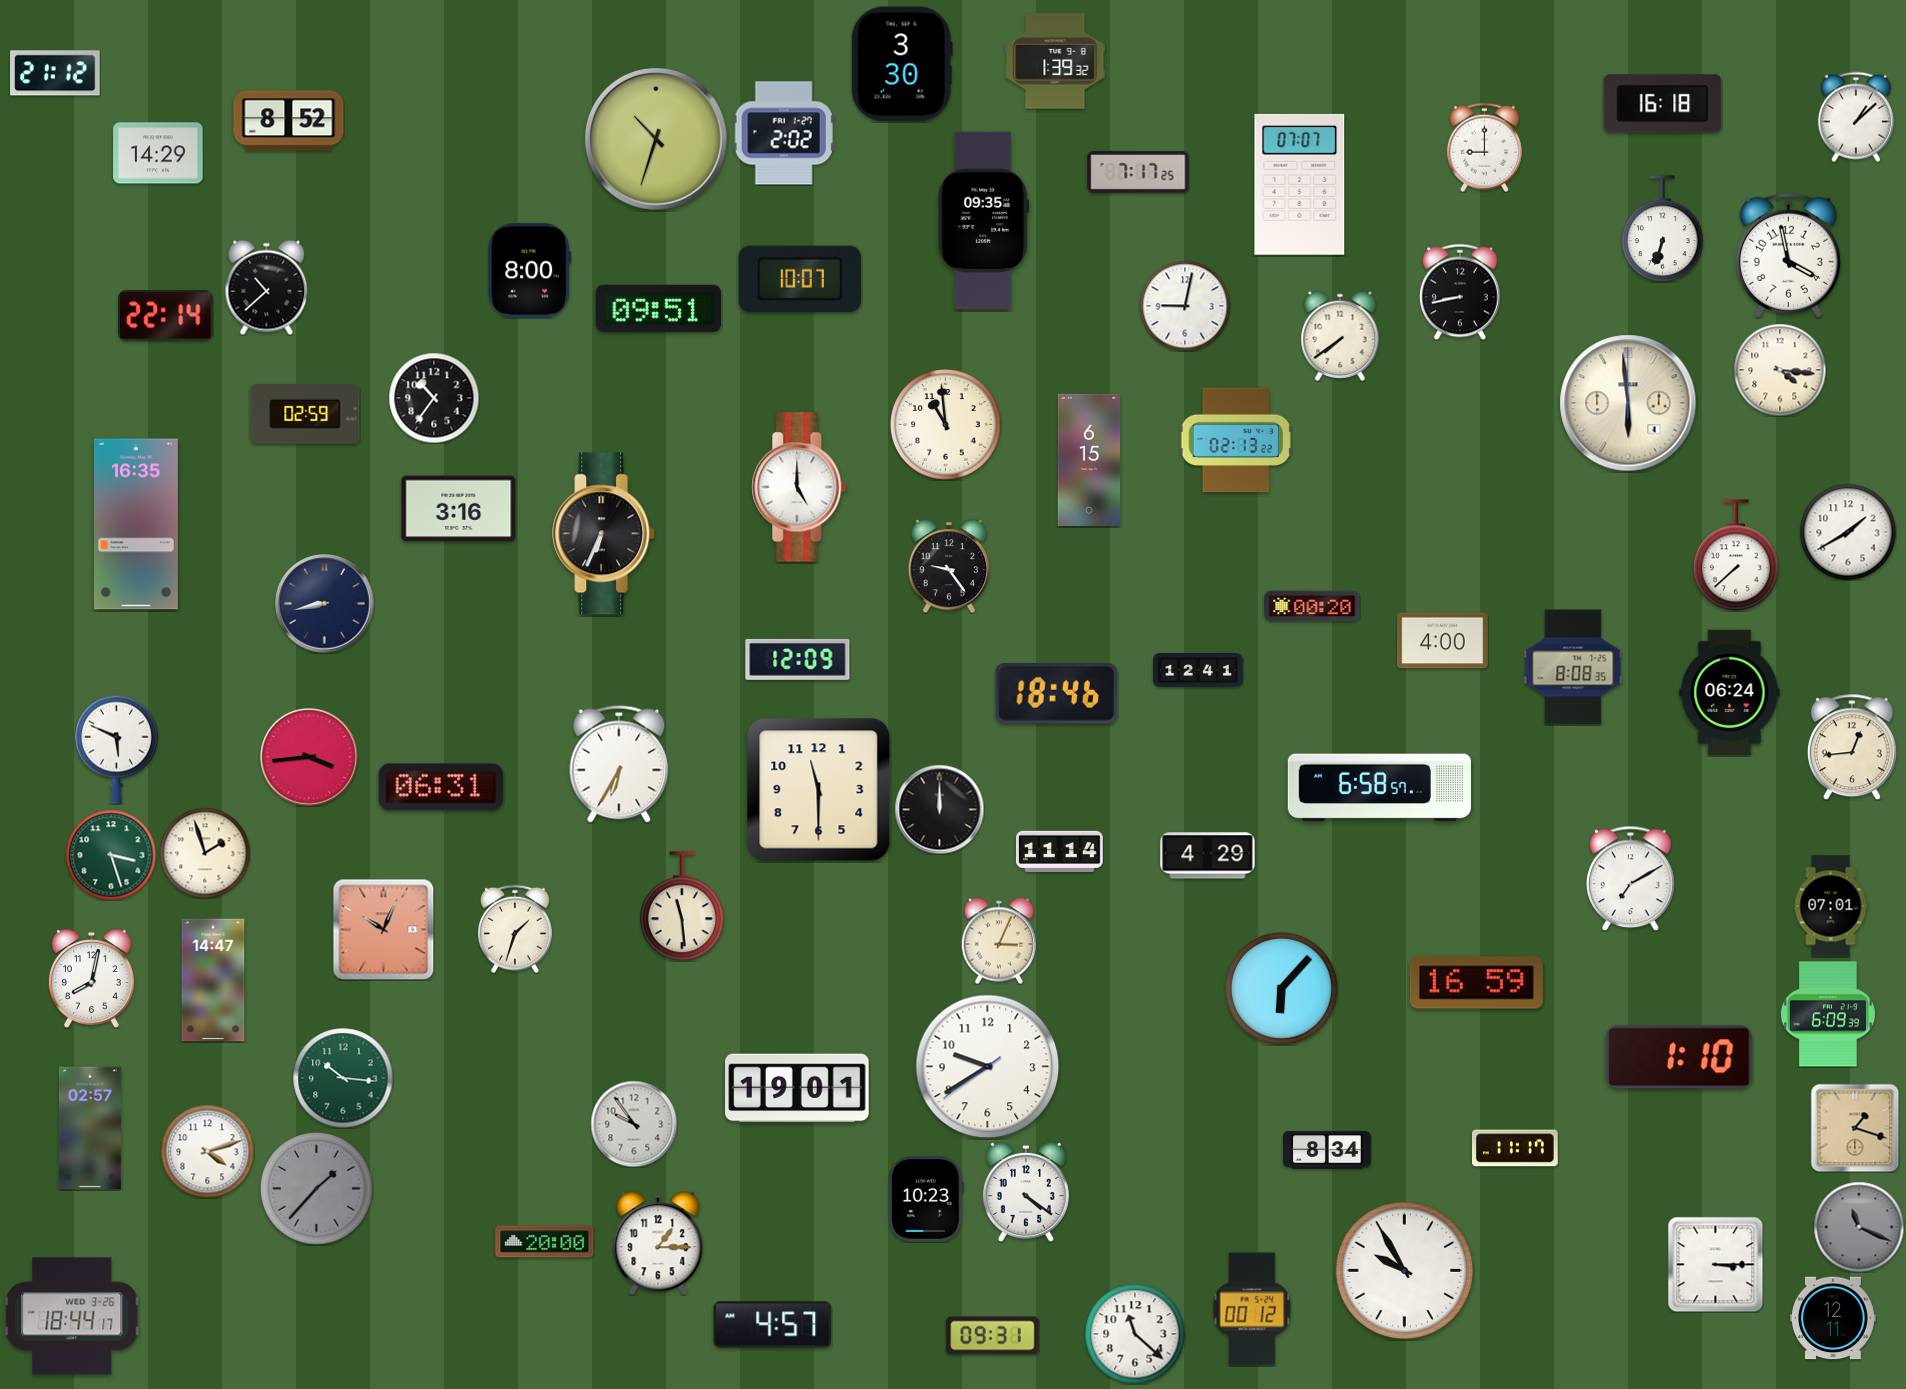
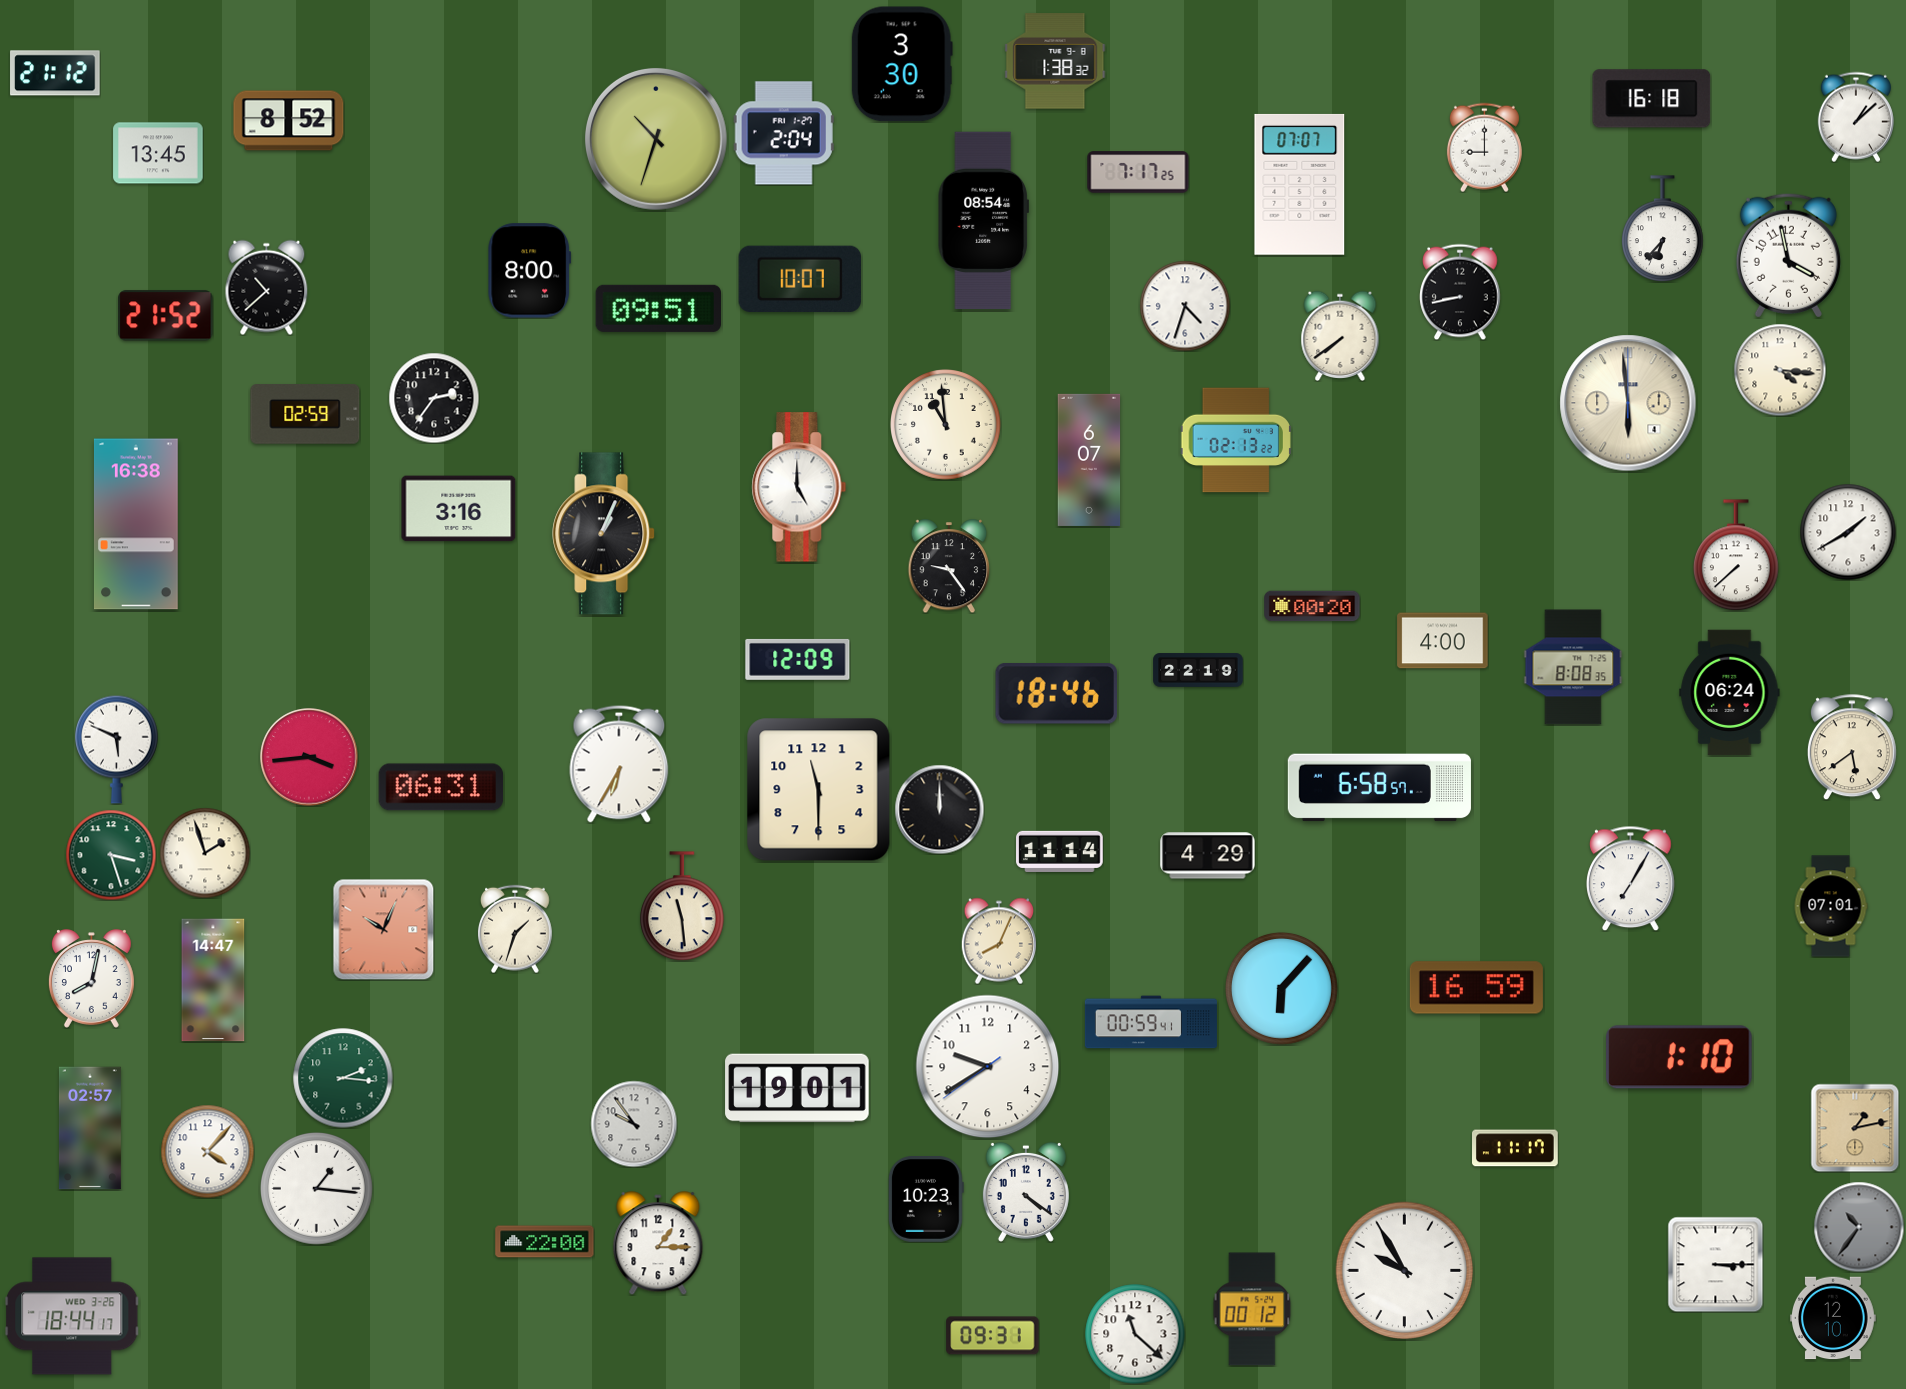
clock at (1055, 61): 1:39 -> 1:38
clock at (1663, 104) position: (1663, 104) -> (1652, 99)
clock at (784, 133): 2:02 -> 2:04
clock at (158, 153): 14:29 -> 13:45
clock at (983, 221): 09:35 -> 08:54
clock at (1663, 229): 6:33 -> 6:37
clock at (1185, 306): 9:02 -> 4:33
clock at (166, 316): 22:14 -> 21:52
clock at (434, 398): 10:36 -> 2:36
clock at (1089, 460): 6:15 -> 6:07
clock at (136, 524): 16:35 -> 16:38
clock at (604, 534): 6:34 -> 1:04
clock at (325, 604): 8:43 -> none
clock at (1198, 670): 12:41 -> 22:19
clock at (1852, 747): 12:44 -> 5:39
clock at (1631, 878): 7:10 -> 7:05
clock at (998, 941): 3:04 -> 8:04
clock at (1476, 983) position: (1476, 983) -> (1476, 988)
clock at (1828, 1014): 6:09 -> none
clock at (1151, 1022): none -> 00:59
clock at (343, 1078): 10:16 -> 2:16
clock at (1855, 1128): 1:18 -> 1:13
clock at (1327, 1150): 8:34 -> none
clock at (207, 1151): 4:12 -> 4:07
clock at (317, 1189): 1:37 -> 1:16
clock at (317, 1189) dial: grey -> white
clock at (1859, 1227): 11:19 -> 10:36
clock at (545, 1242): 20:00 -> 22:00
clock at (1834, 1318): 12:11 -> 12:10
clock at (773, 1325): 4:57 -> none
